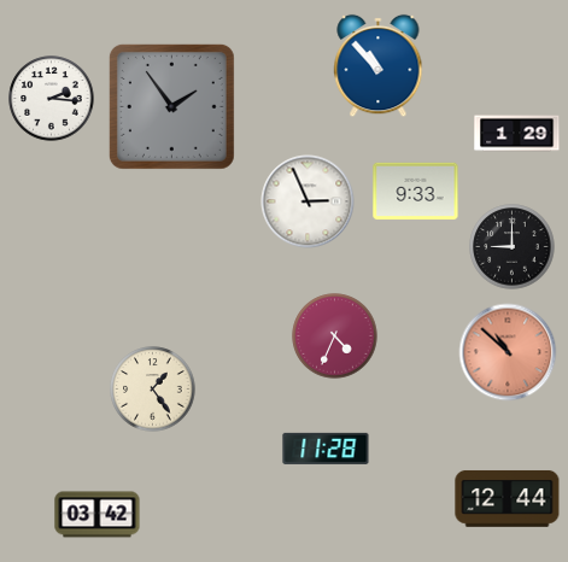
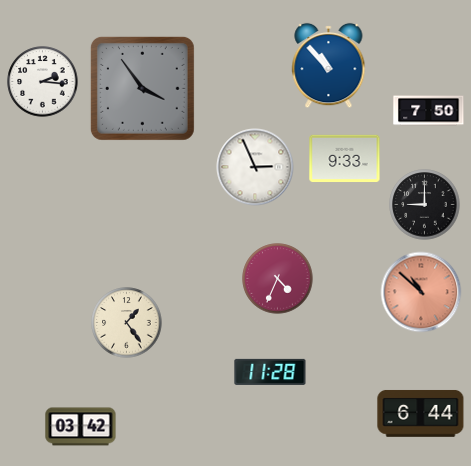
clock at (379, 66) position: (379, 66) -> (329, 66)
clock at (171, 106): 1:54 -> 3:54
clock at (517, 134): 1:29 -> 7:50
clock at (508, 498): 12:44 -> 6:44
